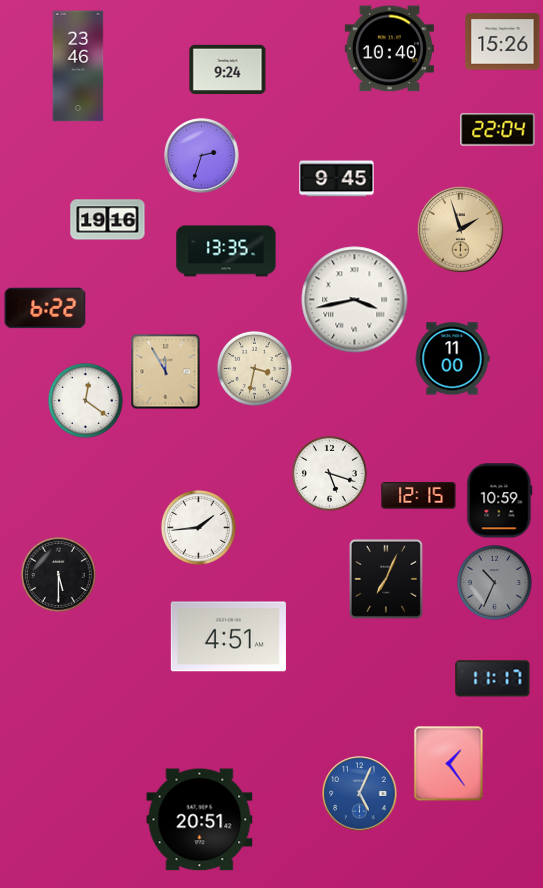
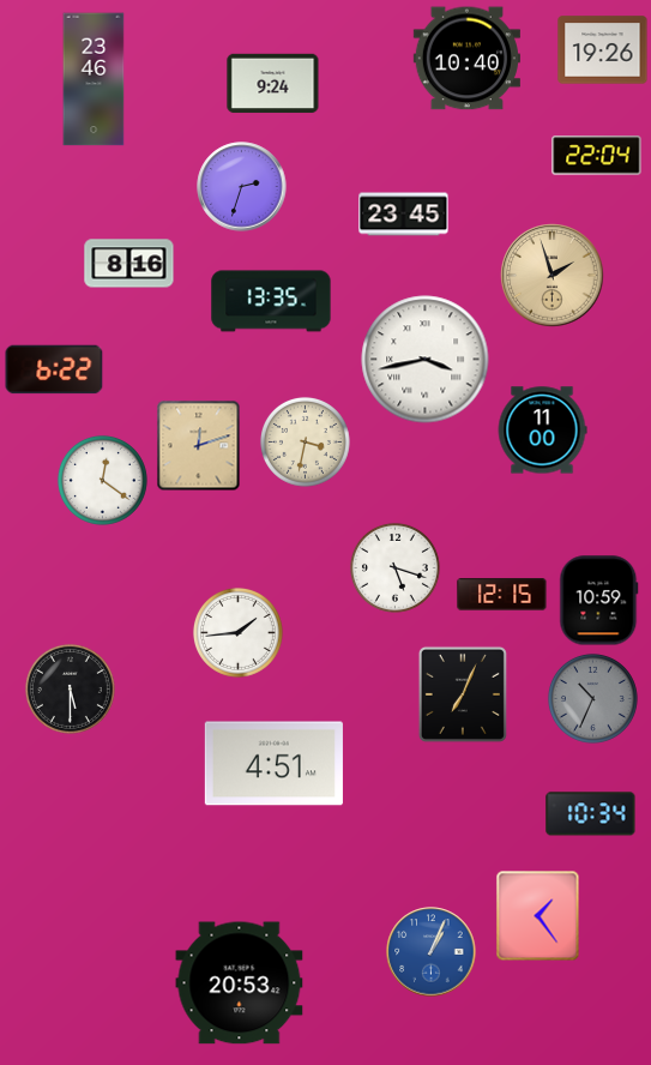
clock at (503, 42): 15:26 -> 19:26
clock at (337, 179): 9:45 -> 23:45
clock at (108, 220): 19:16 -> 8:16
clock at (166, 372): 11:55 -> 12:12
clock at (493, 679): 11:17 -> 10:34
clock at (360, 794): 5:04 -> 1:04
clock at (200, 820): 20:51 -> 20:53
